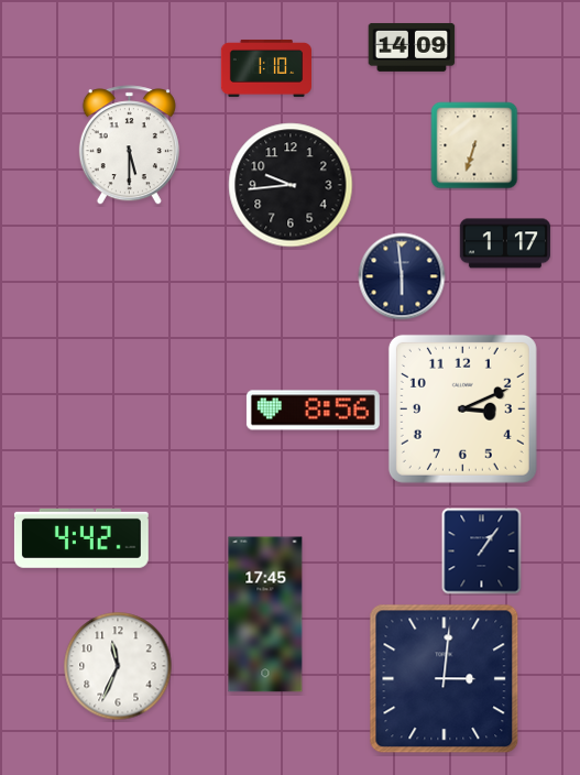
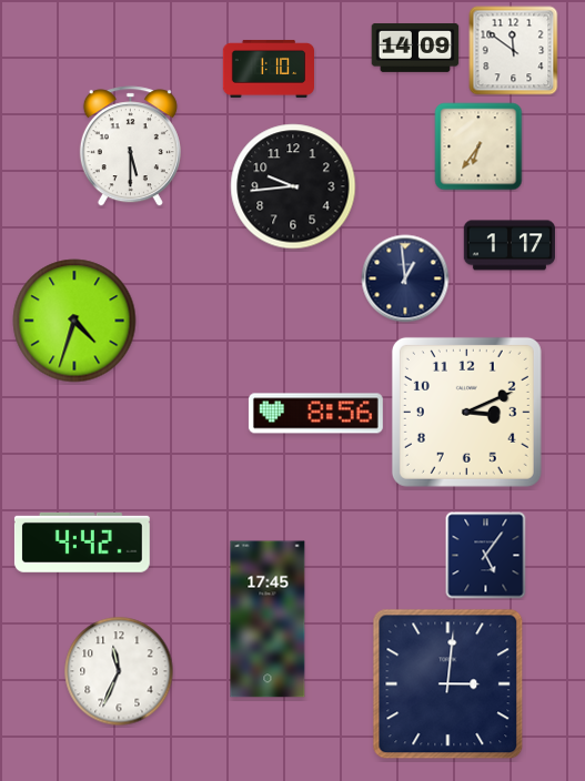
clock at (514, 51): none -> 11:51
clock at (474, 145): 6:33 -> 6:36
clock at (402, 276): 5:59 -> 12:59
clock at (74, 321): none -> 4:33
clock at (482, 552): 1:06 -> 5:06
